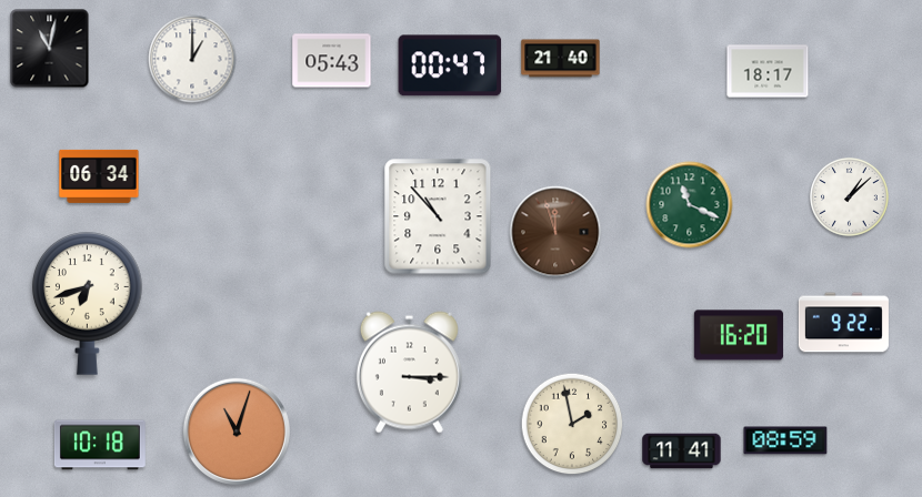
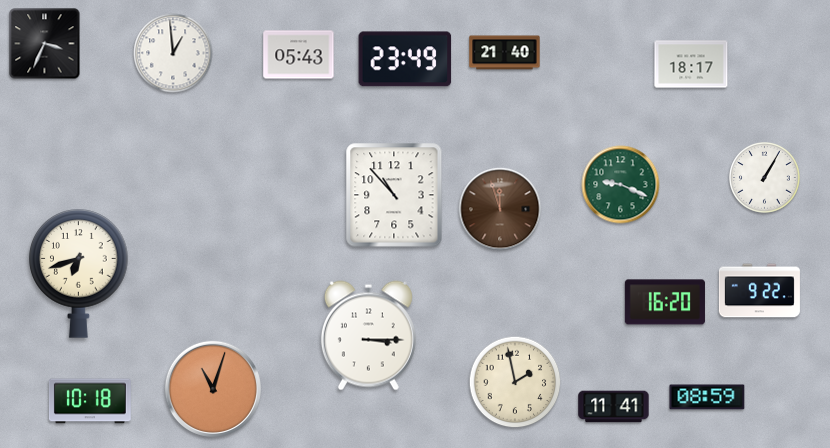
clock at (50, 49): 11:02 -> 3:34
clock at (192, 59): 1:00 -> 12:59
clock at (450, 65): 00:47 -> 23:49
clock at (99, 176): 06:34 -> none
clock at (850, 197): 1:08 -> 1:05
clock at (690, 205): 11:19 -> 9:19
